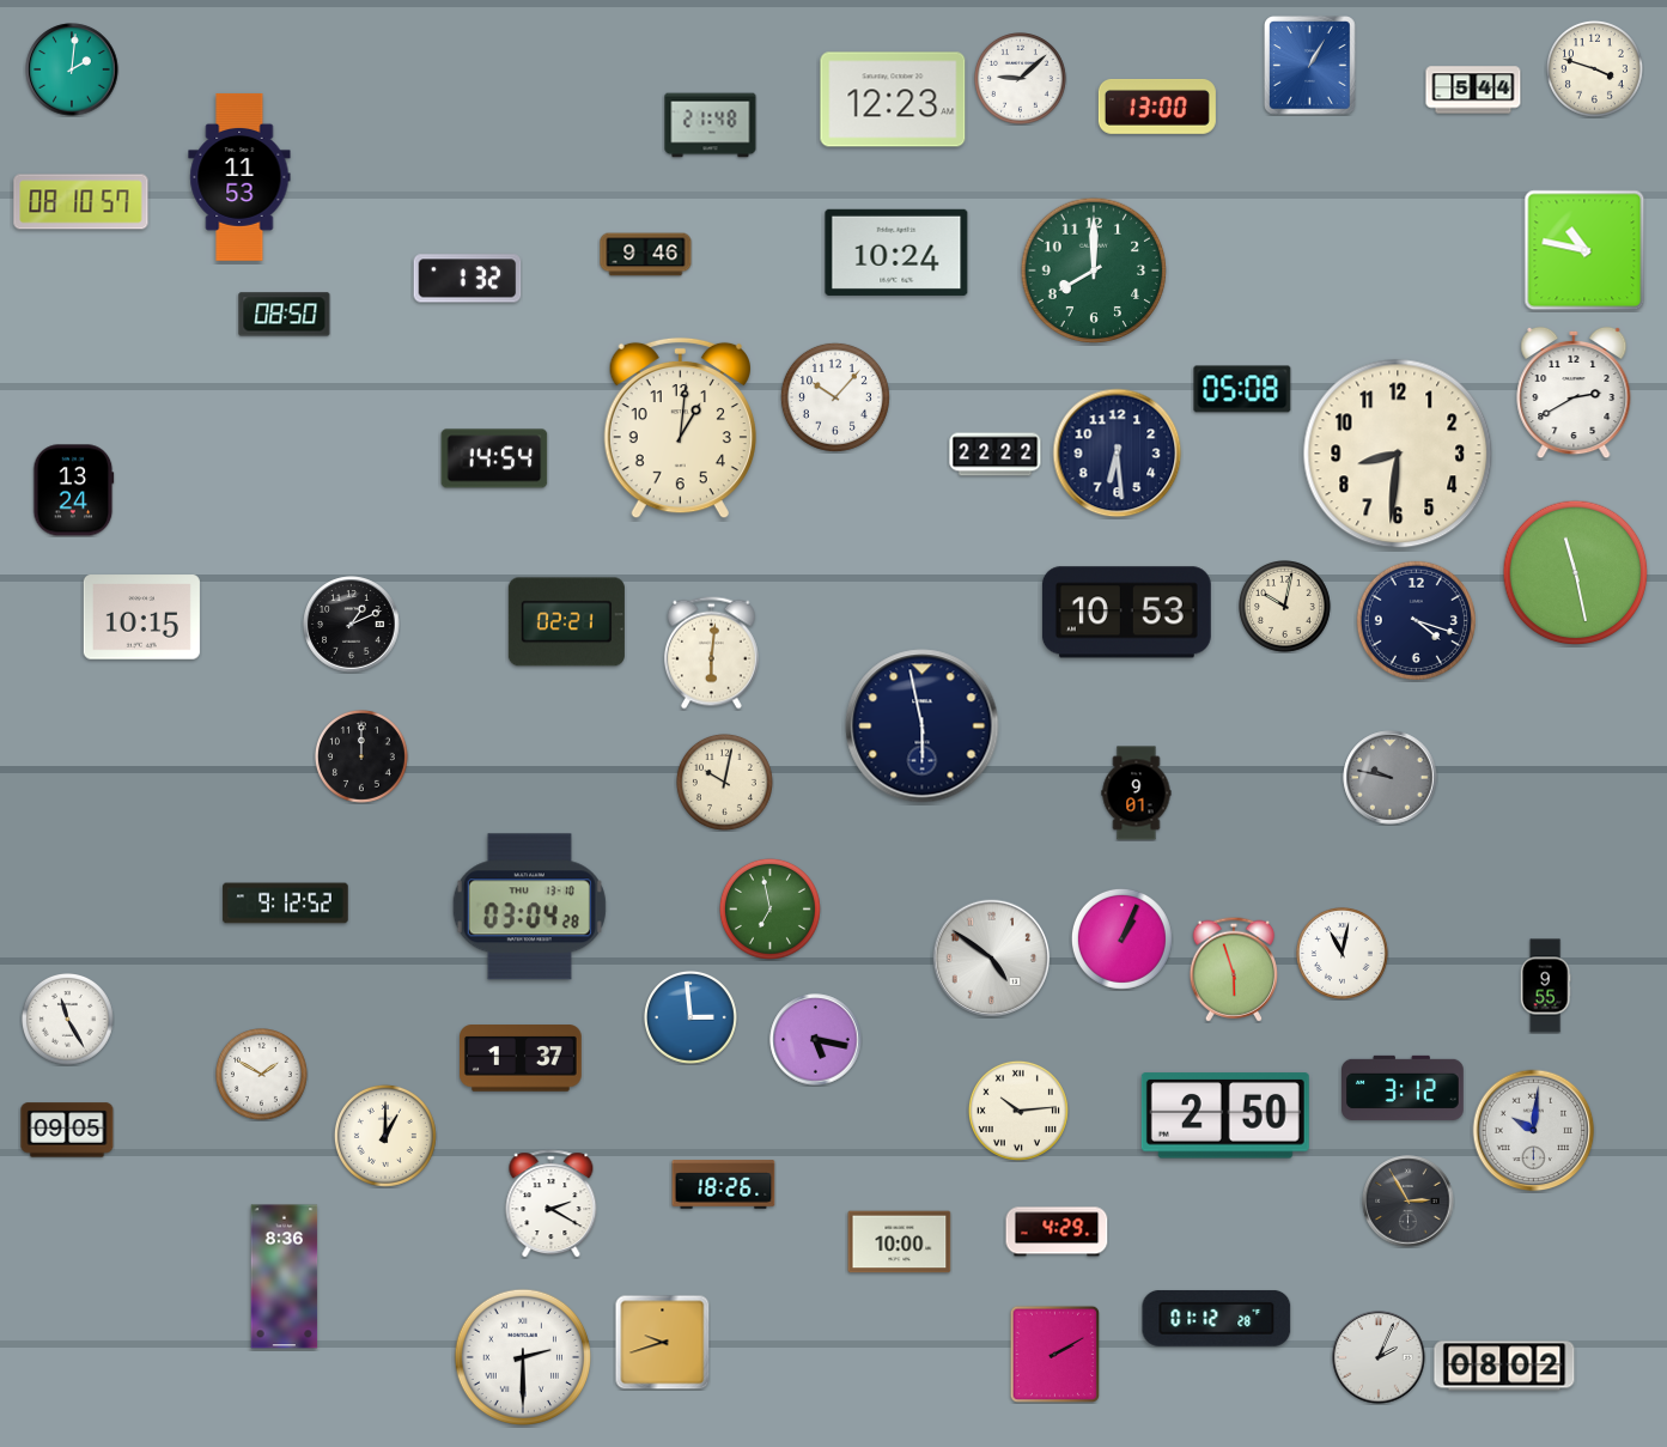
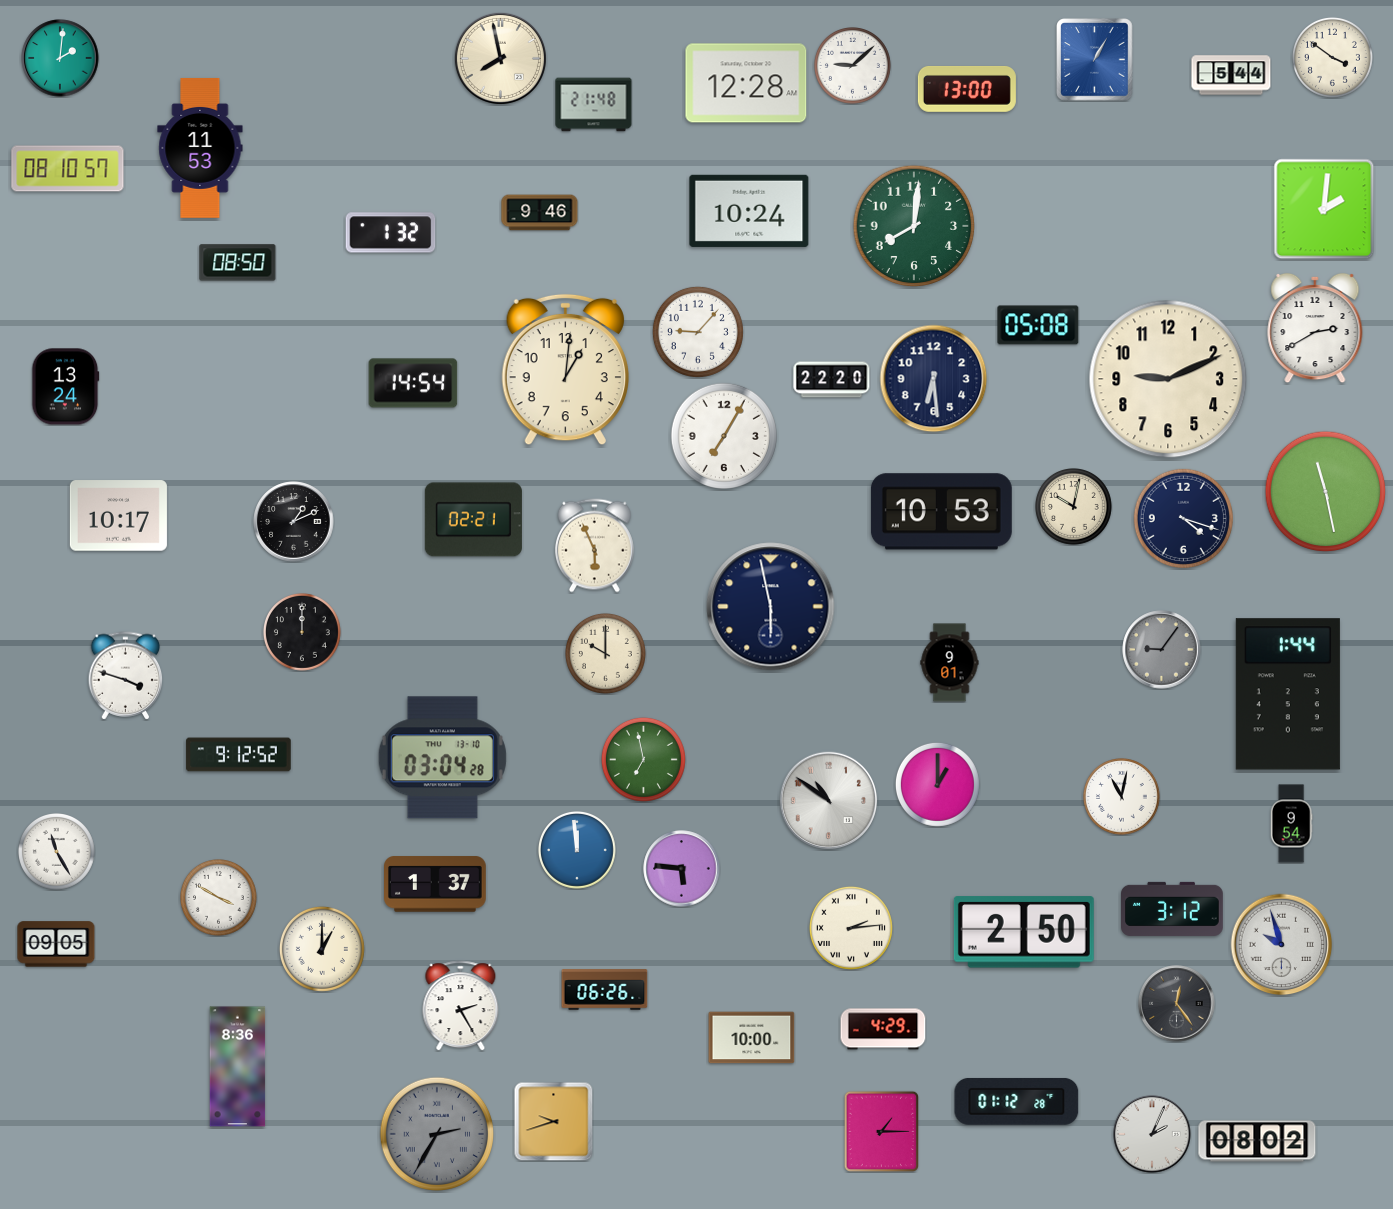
clock at (1310, 66) position: (1310, 66) -> (1095, 60)
clock at (1594, 68): 3:48 -> 3:51
clock at (500, 58): none -> 7:58
clock at (893, 99): 12:23 -> 12:28
clock at (1584, 250): 10:47 -> 2:01
clock at (1094, 270): 8:00 -> 8:01
clock at (835, 397): 10:07 -> 9:07
clock at (680, 428) position: (680, 428) -> (565, 370)
clock at (1398, 454): 8:31 -> 9:11
clock at (996, 455): 22:22 -> 22:20
clock at (74, 491) position: (74, 491) -> (66, 387)
clock at (724, 436): none -> 7:05
clock at (1576, 573) position: (1576, 573) -> (1326, 492)
clock at (141, 618): 10:15 -> 10:17
clock at (711, 653): 6:01 -> 5:56
clock at (1391, 778): 9:47 -> 9:06
clock at (724, 782): 10:02 -> 10:00
clock at (126, 676): none -> 3:48
clock at (1288, 694): none -> 1:44
clock at (1121, 938): 1:04 -> 1:00
clock at (992, 959): 4:51 -> 10:51
clock at (1233, 969): 5:57 -> none
clock at (1545, 986): 9:55 -> 9:54
clock at (692, 1019): 2:59 -> 11:59
clock at (816, 1040): 5:17 -> 5:46
clock at (262, 1075): 1:50 -> 3:50
clock at (1018, 1111): 10:14 -> 2:14
clock at (1534, 1131): 10:01 -> 9:57
clock at (724, 1185): 18:26 -> 06:26
clock at (1409, 1202): 2:55 -> 12:24
clock at (552, 1204): 2:20 -> 2:25
clock at (1054, 1354): 2:10 -> 1:15
clock at (522, 1356): 2:30 -> 2:35
clock at (522, 1356) dial: white -> grey
